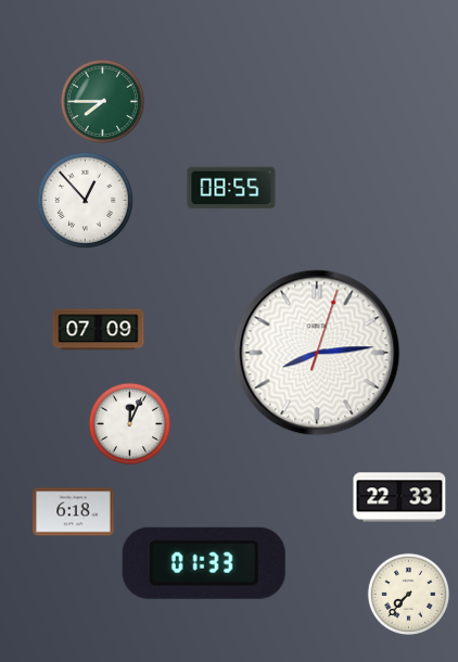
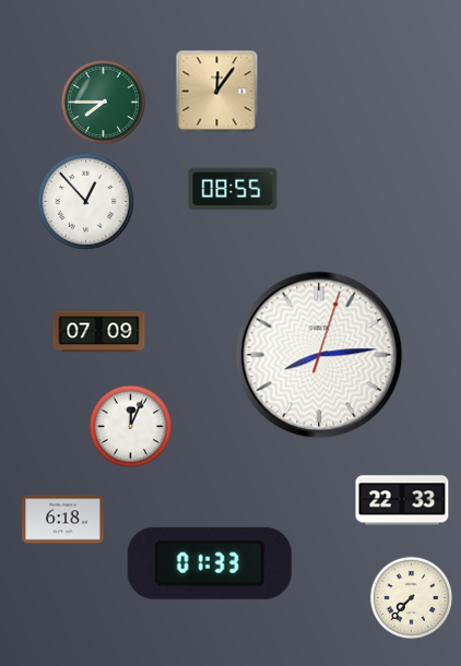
clock at (217, 92): none -> 12:06
clock at (74, 512) position: (74, 512) -> (63, 520)
clock at (204, 563) position: (204, 563) -> (210, 563)
